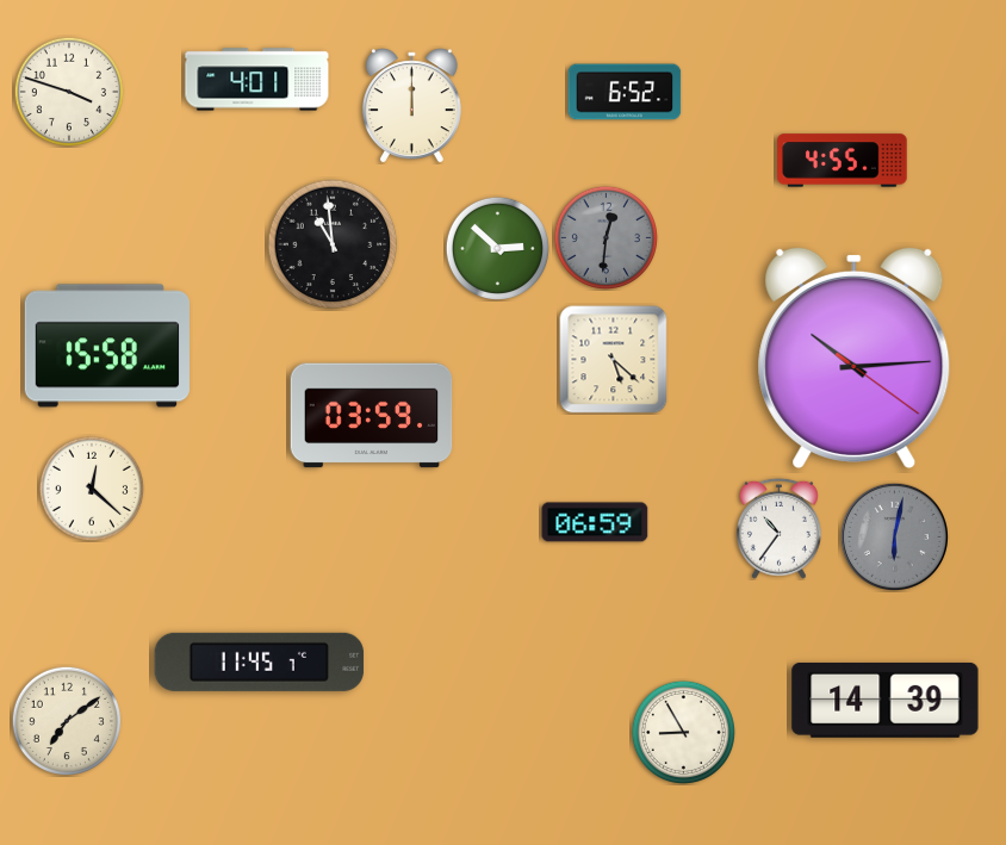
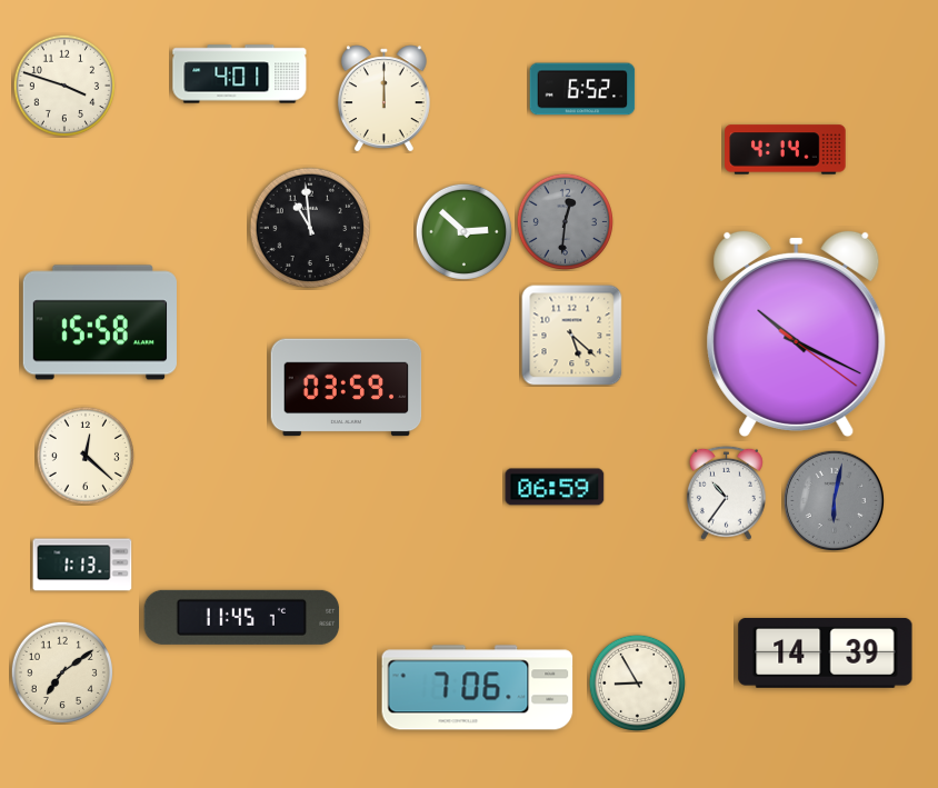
clock at (625, 92) position: (625, 92) -> (582, 89)
clock at (843, 161): 4:55 -> 4:14
clock at (855, 358): 10:14 -> 10:19
clock at (82, 565): none -> 1:13
clock at (478, 688): none -> 7:06
